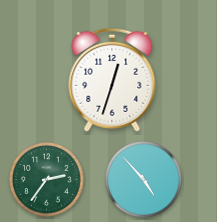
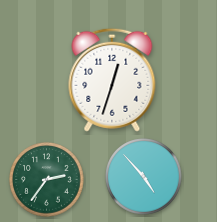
clock at (144, 180) position: (144, 180) -> (144, 177)
